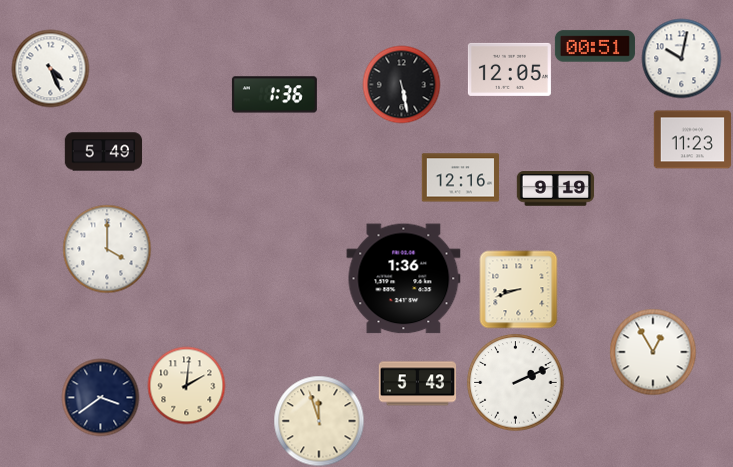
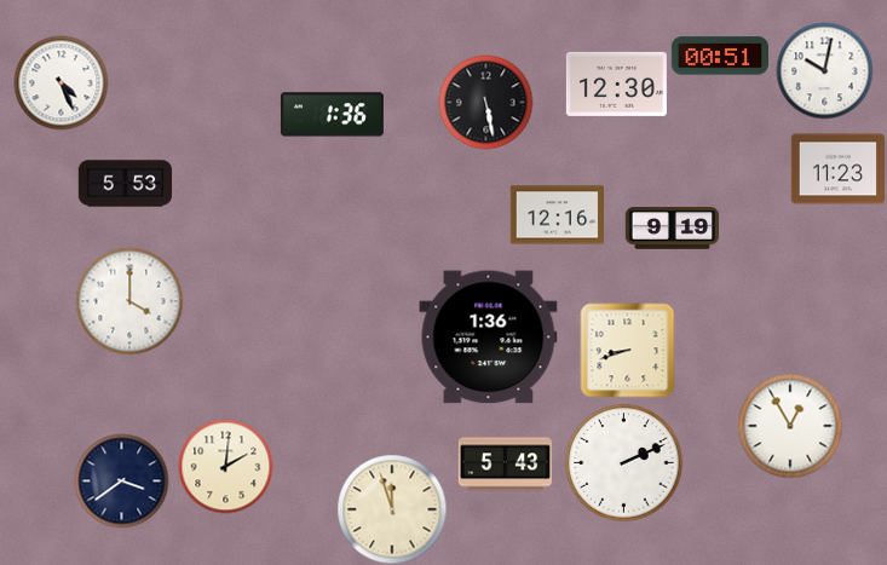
clock at (509, 69): 12:05 -> 12:30
clock at (103, 152): 5:49 -> 5:53
clock at (319, 421) position: (319, 421) -> (392, 509)
